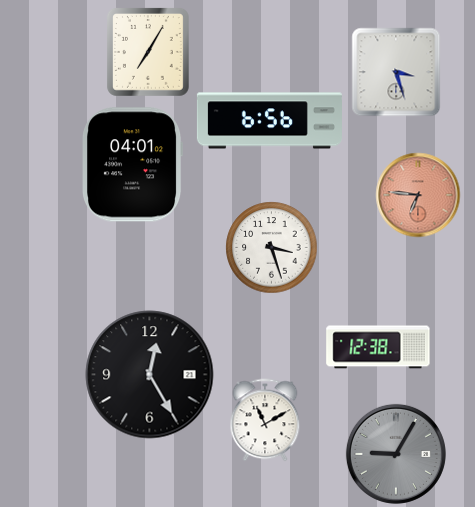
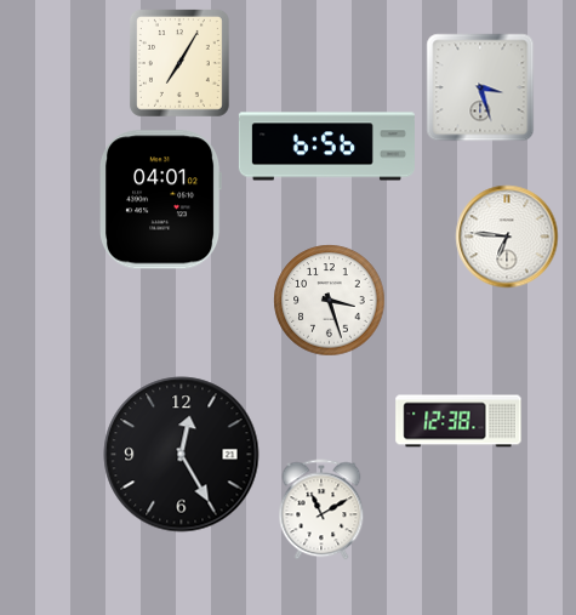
clock at (418, 195) dial: salmon -> white
clock at (396, 454): 9:05 -> none
